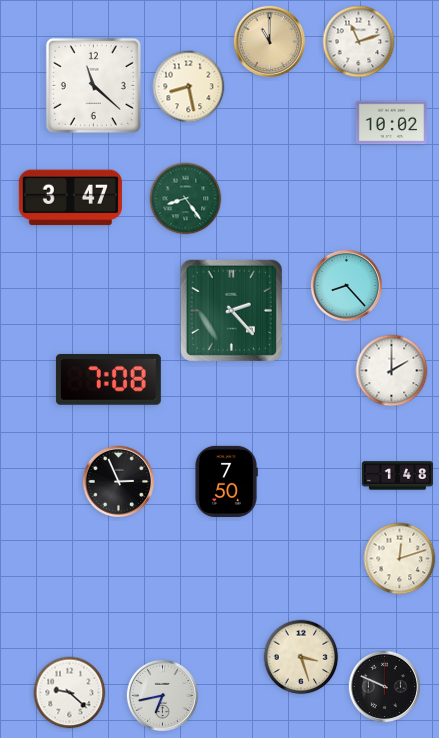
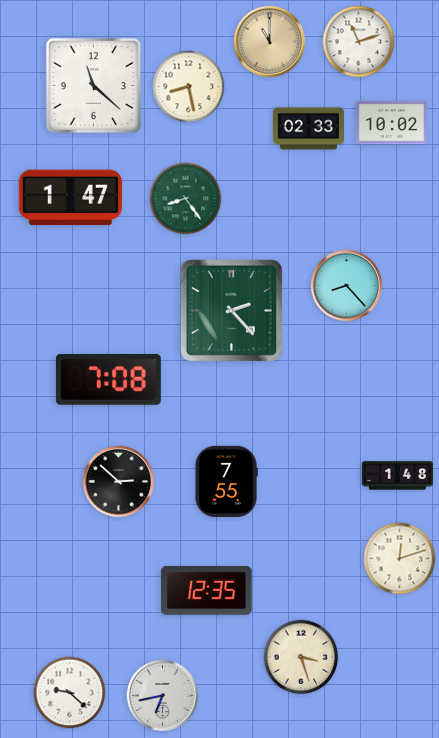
clock at (308, 129): none -> 02:33
clock at (70, 198): 3:47 -> 1:47
clock at (392, 371): 2:00 -> none
clock at (118, 481): 2:56 -> 2:52
clock at (226, 481): 7:50 -> 7:55
clock at (207, 590): none -> 12:35
clock at (384, 686): 9:49 -> none
